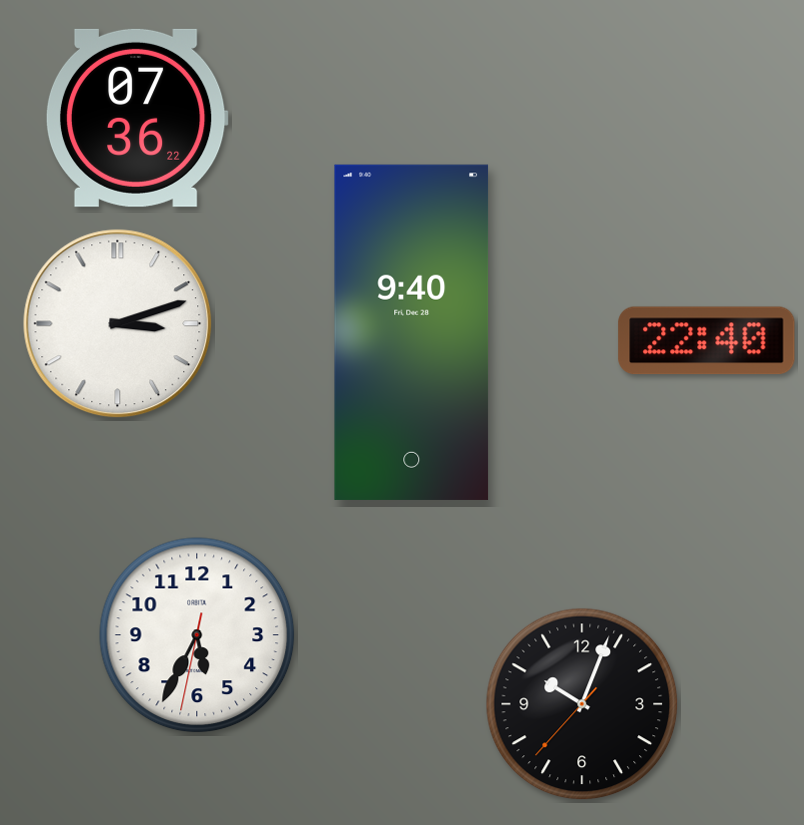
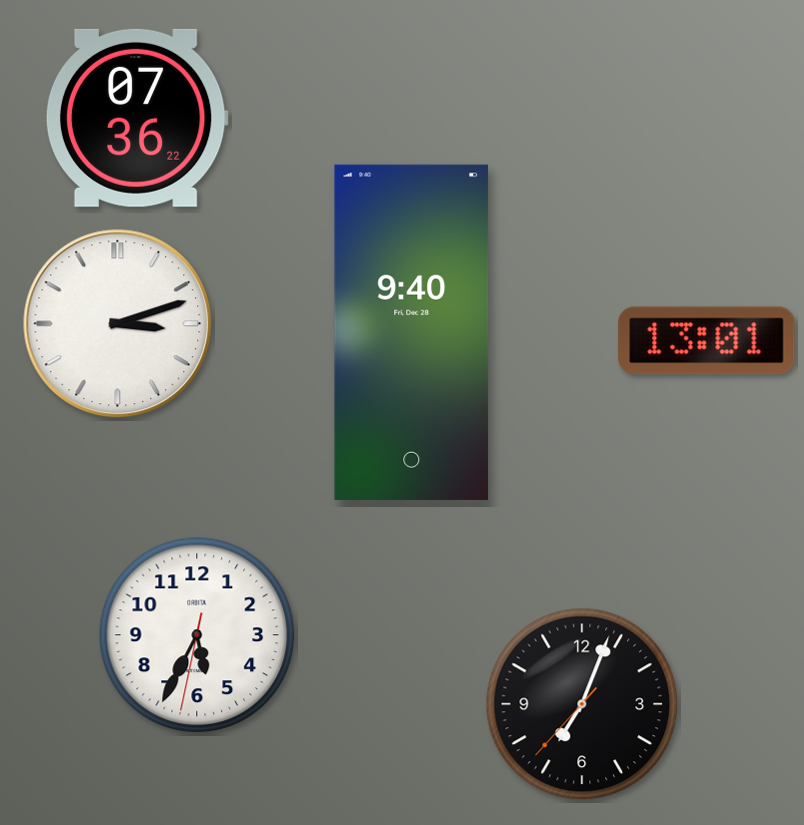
clock at (707, 341): 22:40 -> 13:01
clock at (582, 704): 10:03 -> 7:03
